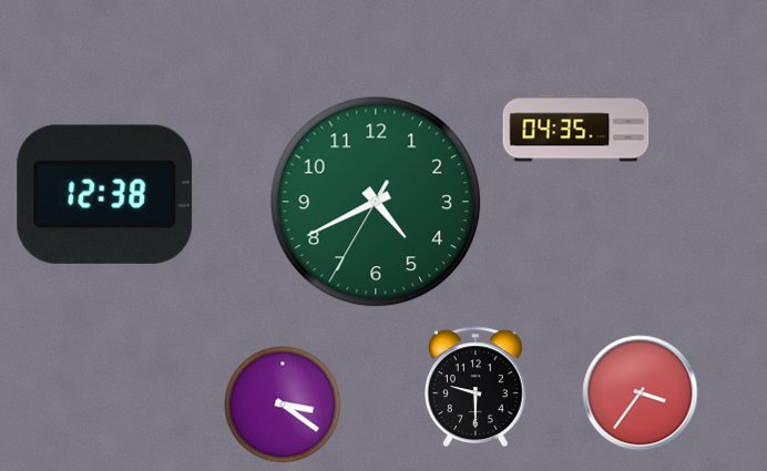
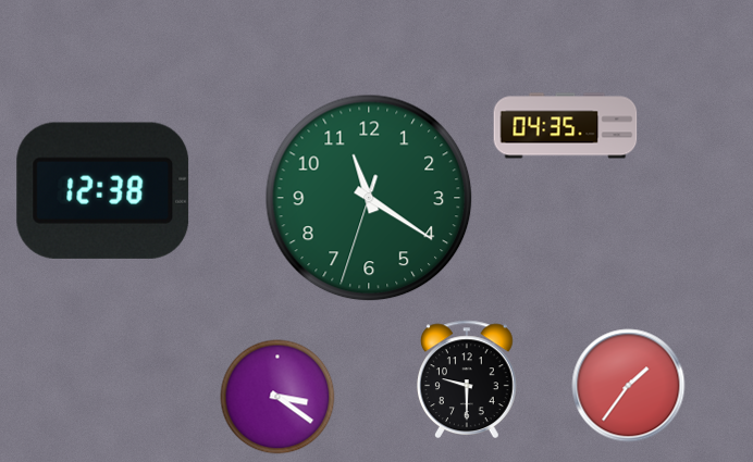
clock at (376, 202): 4:40 -> 11:20
clock at (641, 393): 3:36 -> 1:36
